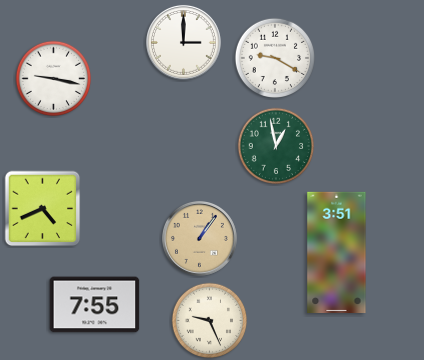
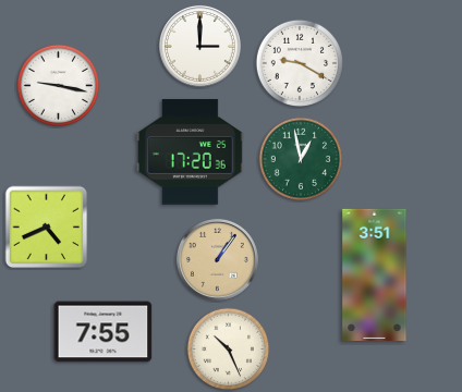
clock at (190, 152): none -> 17:20
clock at (337, 252) position: (337, 252) -> (375, 274)
clock at (210, 321): 9:26 -> 10:26
